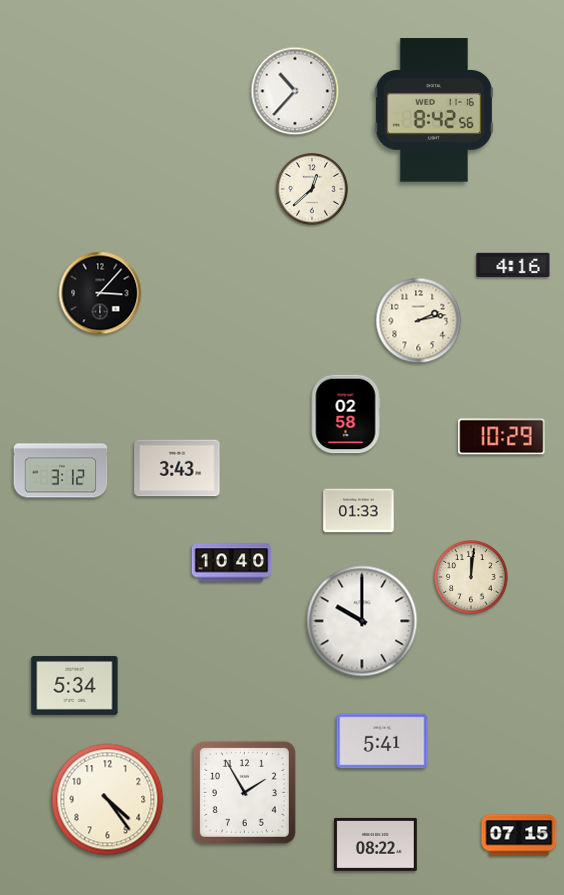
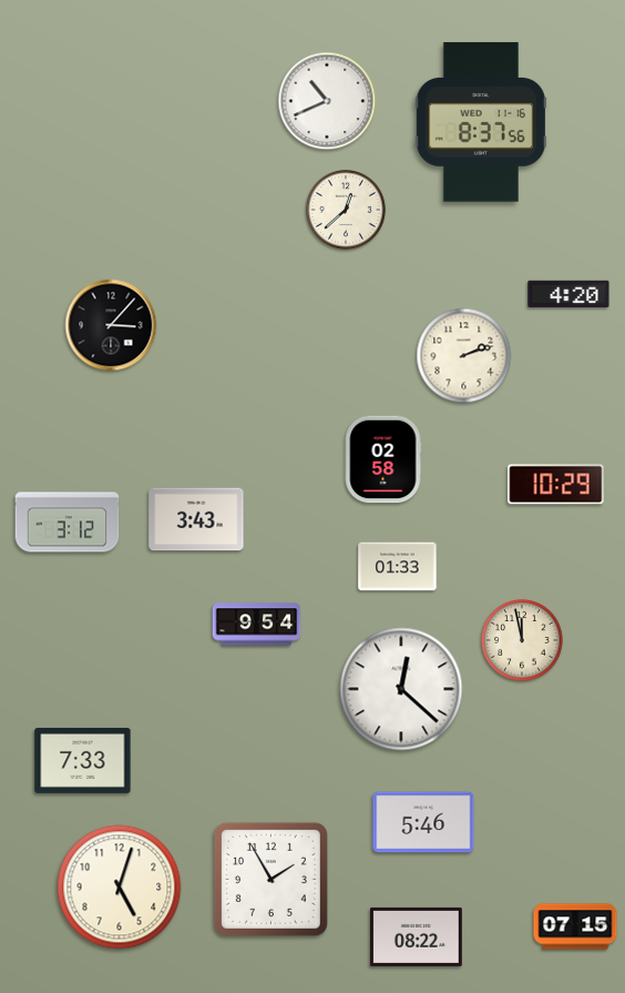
clock at (295, 91): 10:37 -> 10:41
clock at (434, 110): 8:42 -> 8:37
clock at (513, 265): 4:16 -> 4:20
clock at (419, 321): 2:13 -> 2:12
clock at (232, 563): 10:40 -> 9:54
clock at (471, 577): 12:01 -> 11:58
clock at (362, 621): 10:00 -> 12:22
clock at (75, 685): 5:34 -> 7:33
clock at (382, 741): 5:41 -> 5:46
clock at (108, 800): 4:24 -> 5:03
